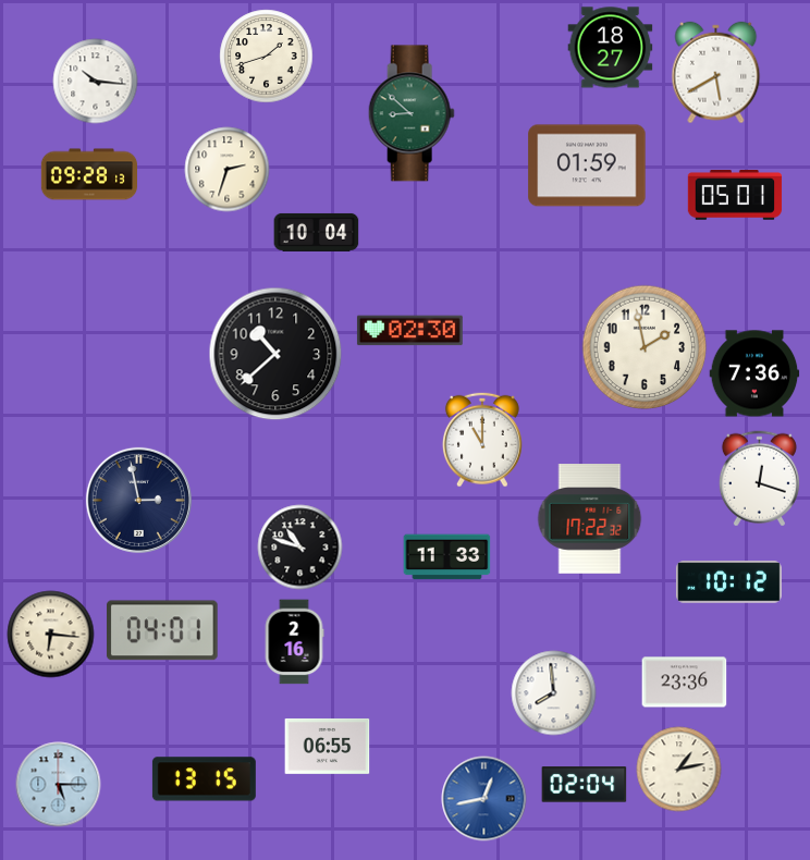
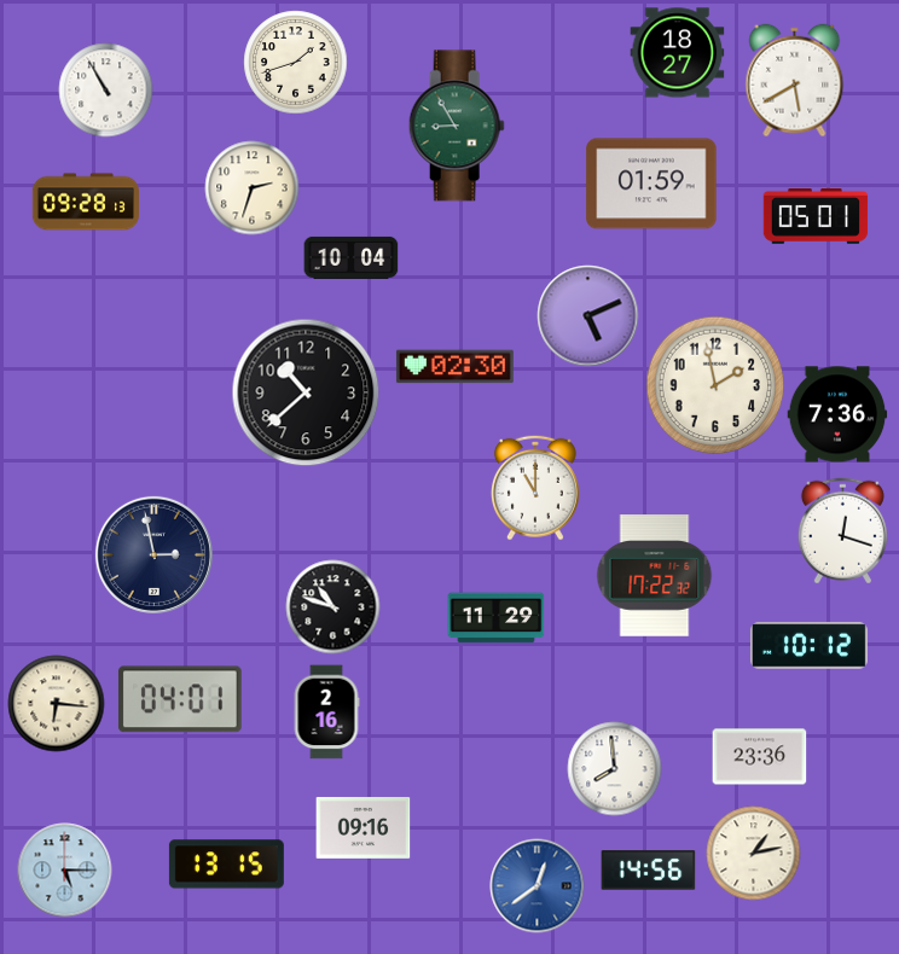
clock at (95, 81): 10:16 -> 10:55
clock at (412, 113): 8:52 -> 8:55
clock at (88, 174) position: (88, 174) -> (85, 202)
clock at (587, 315): none -> 5:11
clock at (446, 557): 11:33 -> 11:29
clock at (327, 746): 06:55 -> 09:16
clock at (584, 785): 02:04 -> 14:56
clock at (483, 798): 12:43 -> 12:39
